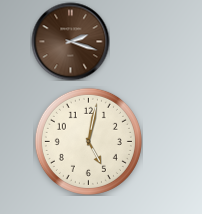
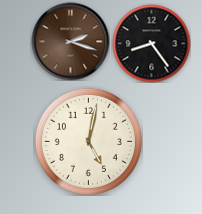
clock at (151, 43): none -> 8:24
